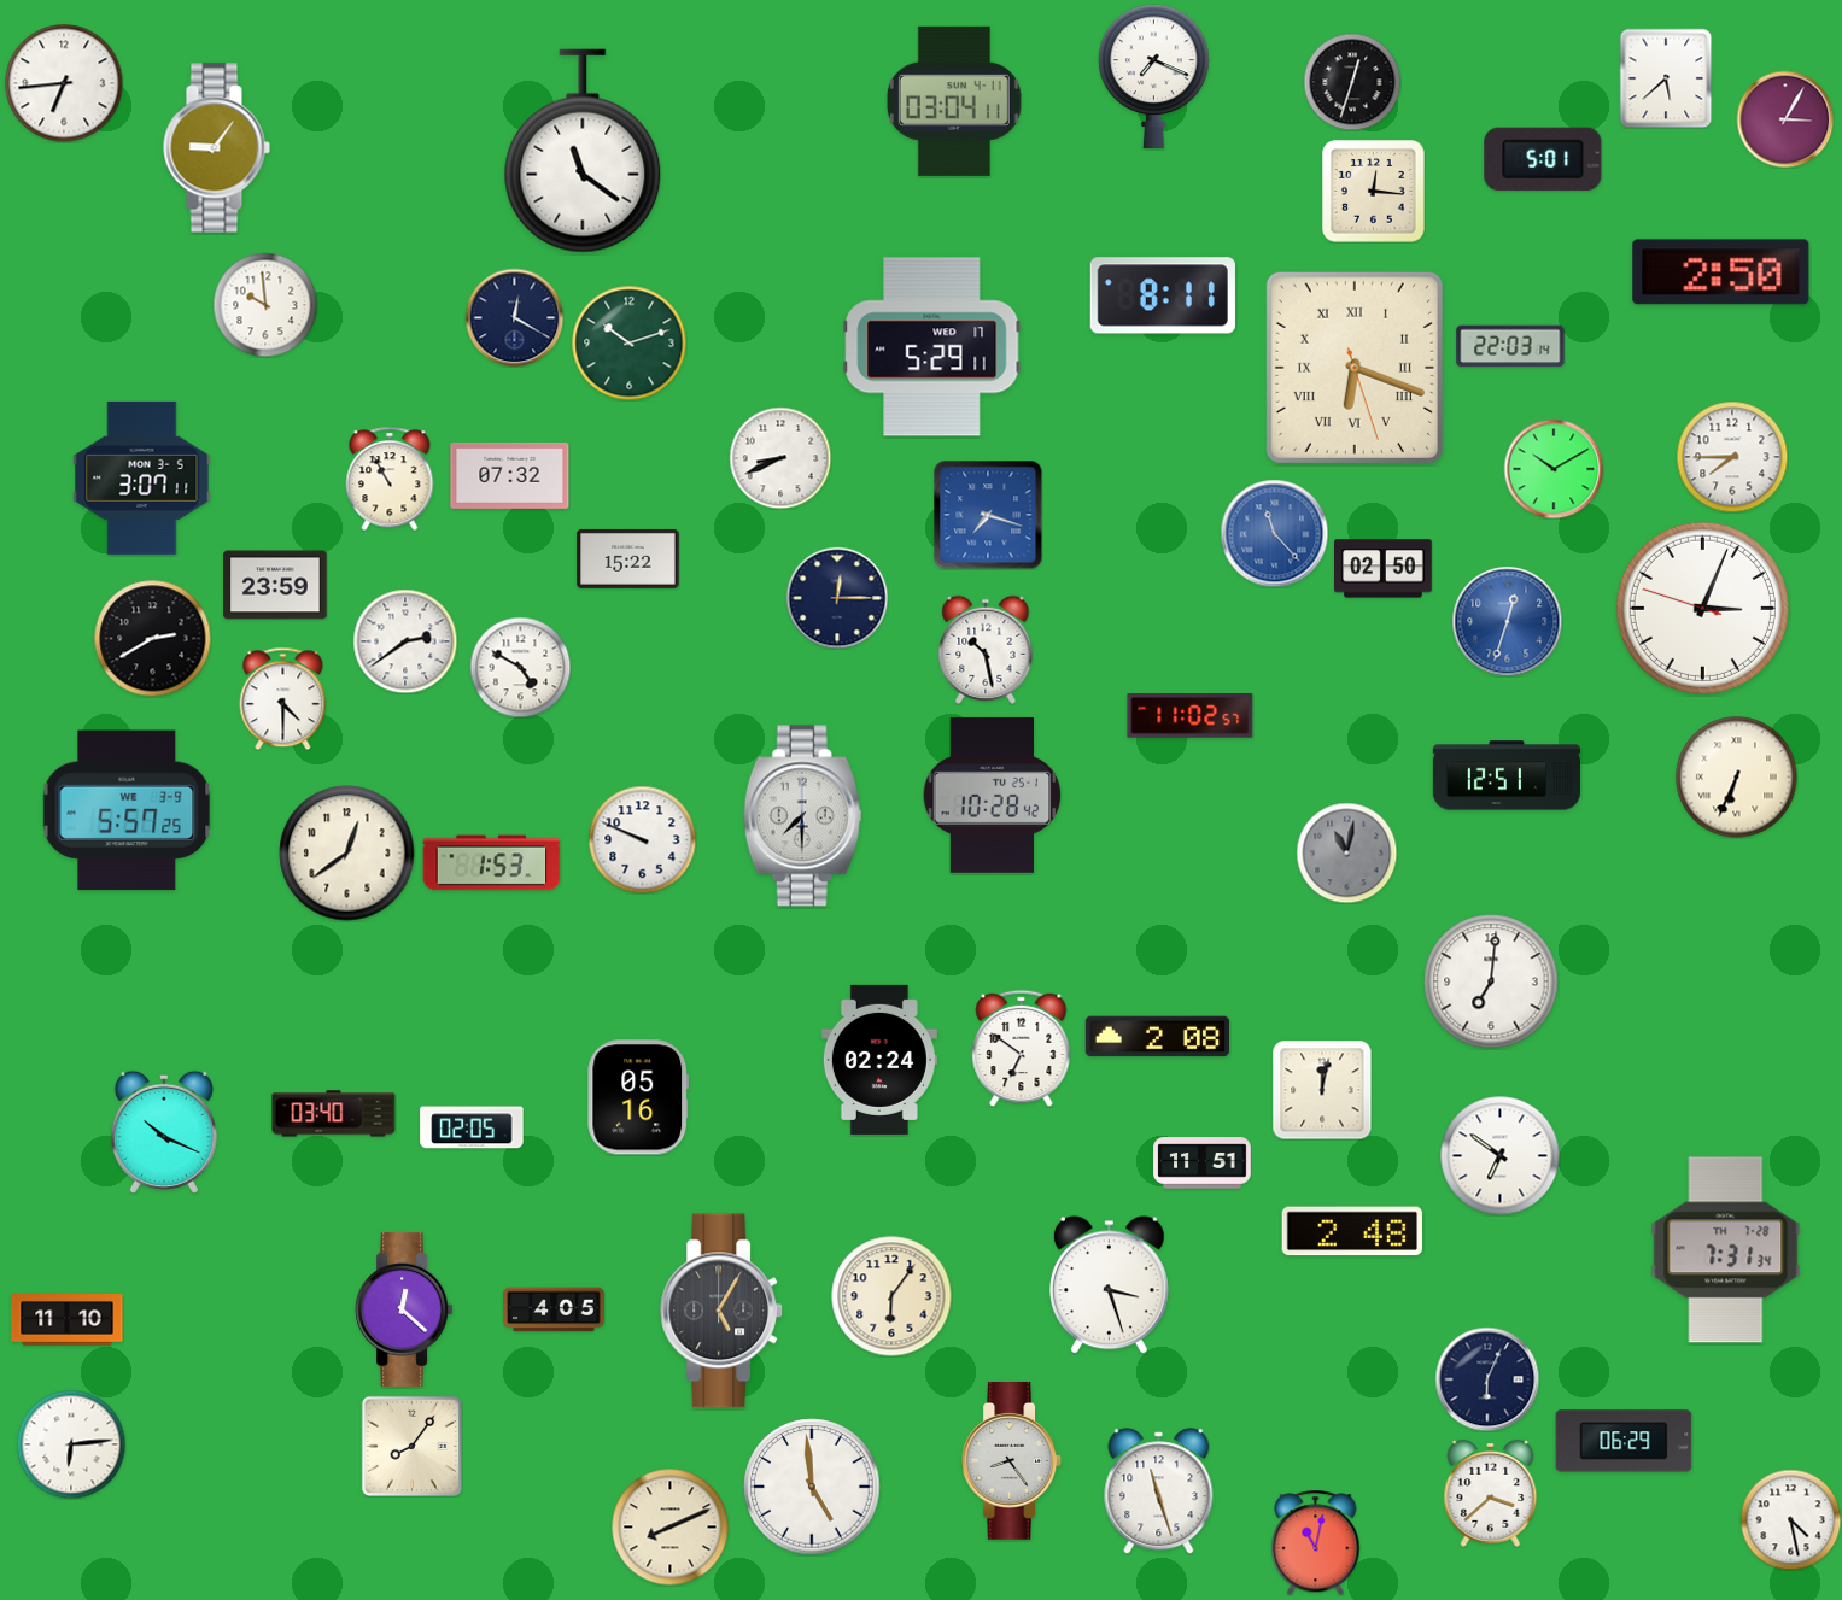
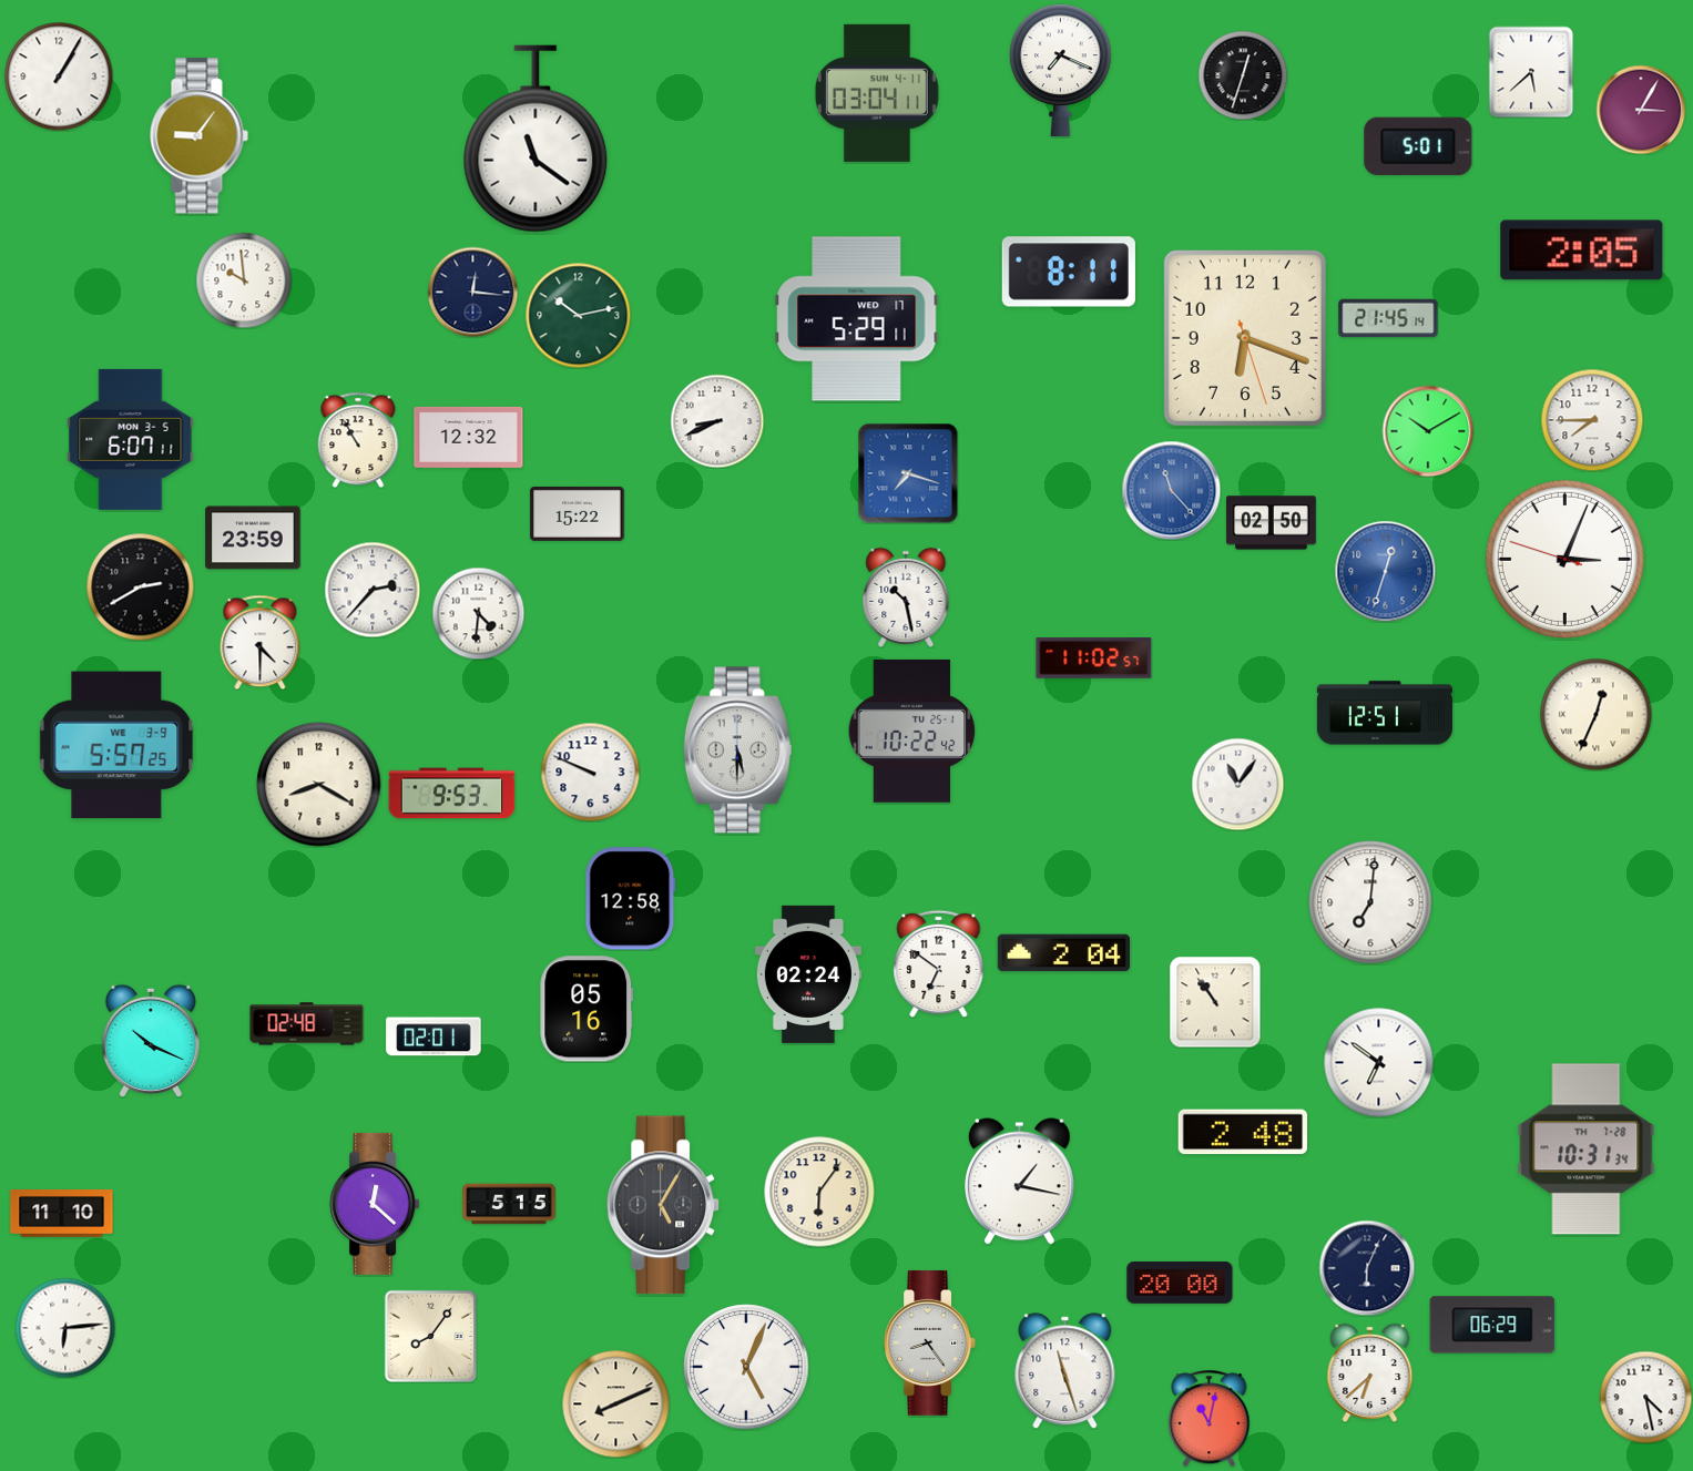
clock at (64, 83): 6:44 -> 1:05
clock at (1374, 192): 12:16 -> none
clock at (1721, 272): 2:50 -> 2:05
clock at (514, 317): 12:20 -> 12:16
clock at (628, 342): 10:12 -> 10:13
clock at (1510, 346): 22:03 -> 21:45
clock at (1355, 368) numerals: Roman -> Arabic
clock at (510, 475): 07:32 -> 12:32
clock at (142, 477): 3:07 -> 6:07
clock at (837, 598): 12:15 -> none
clock at (405, 641): 2:39 -> 2:37
clock at (520, 667): 4:50 -> 4:31
clock at (1737, 778): 6:34 -> 12:34
clock at (993, 795): 10:28 -> 10:22
clock at (802, 816): 7:30 -> 5:30
clock at (1346, 852): 11:02 -> 11:06
clock at (1346, 852) dial: grey -> white
clock at (347, 854): 12:39 -> 8:20
clock at (492, 863): 1:53 -> 9:53
clock at (631, 899): none -> 12:58
clock at (1157, 1037): 2:08 -> 2:04
clock at (1322, 1090): 12:02 -> 10:54
clock at (334, 1114): 03:40 -> 02:48
clock at (472, 1127): 02:05 -> 02:01
clock at (1203, 1164): 11:51 -> none
clock at (1726, 1250): 7:31 -> 10:31
clock at (1110, 1285): 3:27 -> 1:17
clock at (404, 1309) position: (404, 1309) -> (375, 1204)
clock at (554, 1309): 4:05 -> 5:15
clock at (1180, 1283): none -> 20:00
clock at (411, 1446) position: (411, 1446) -> (430, 1336)
clock at (812, 1487): 4:59 -> 5:04
clock at (1491, 1493): 3:38 -> 6:38
